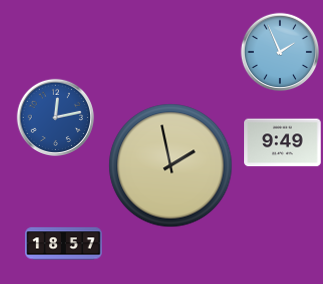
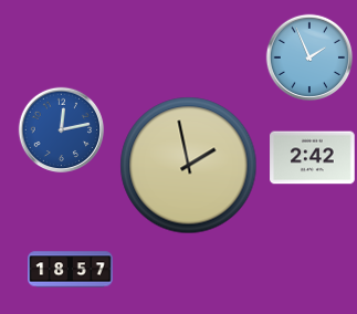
clock at (283, 143): 9:49 -> 2:42
clock at (171, 166) position: (171, 166) -> (189, 166)
